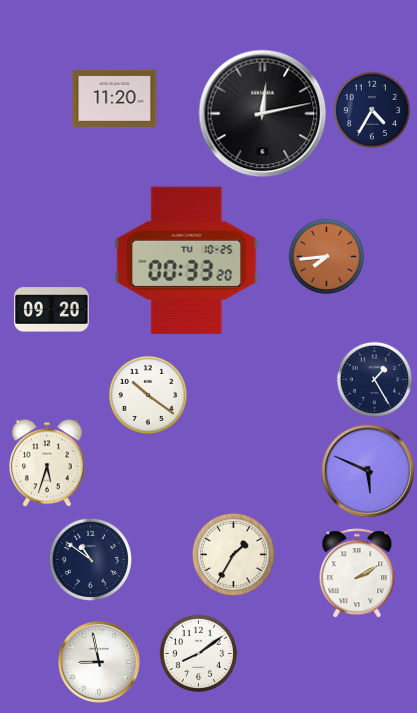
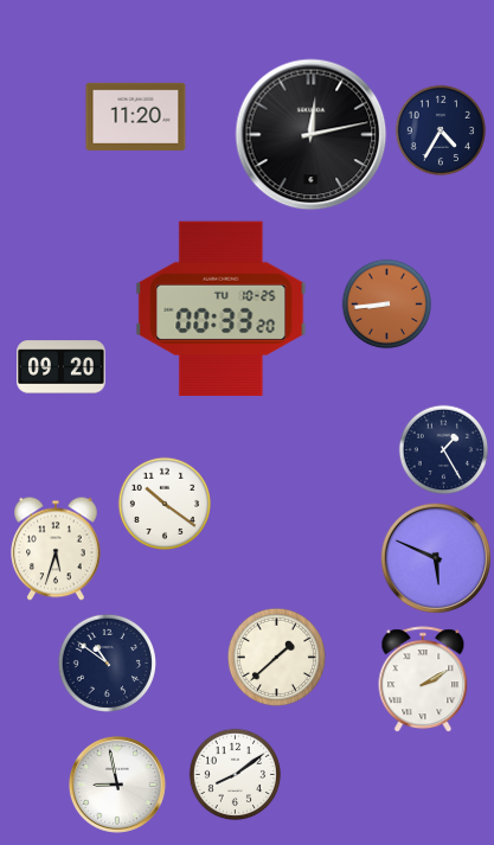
clock at (327, 257): 7:44 -> 8:44
clock at (147, 394) position: (147, 394) -> (163, 502)
clock at (233, 554): 1:35 -> 1:38
